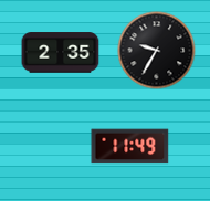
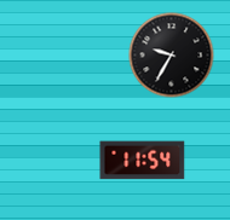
clock at (61, 53): 2:35 -> none
clock at (130, 147): 11:49 -> 11:54
